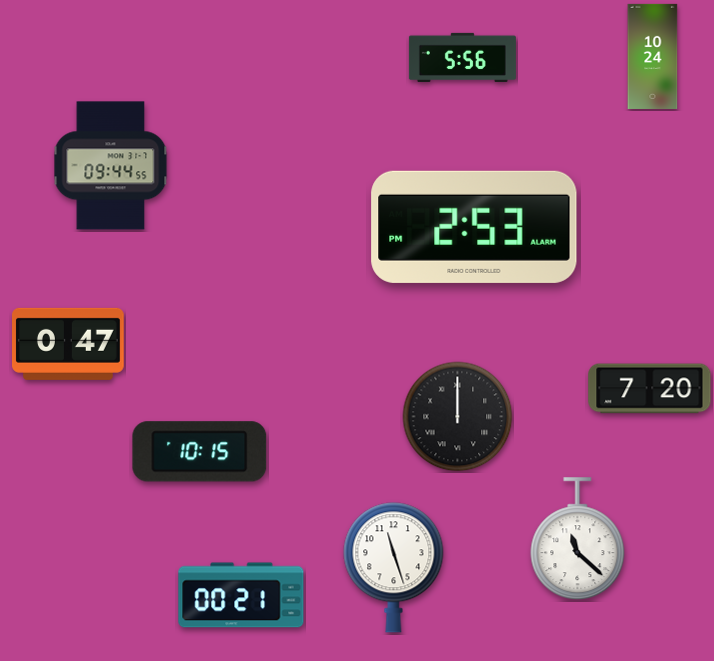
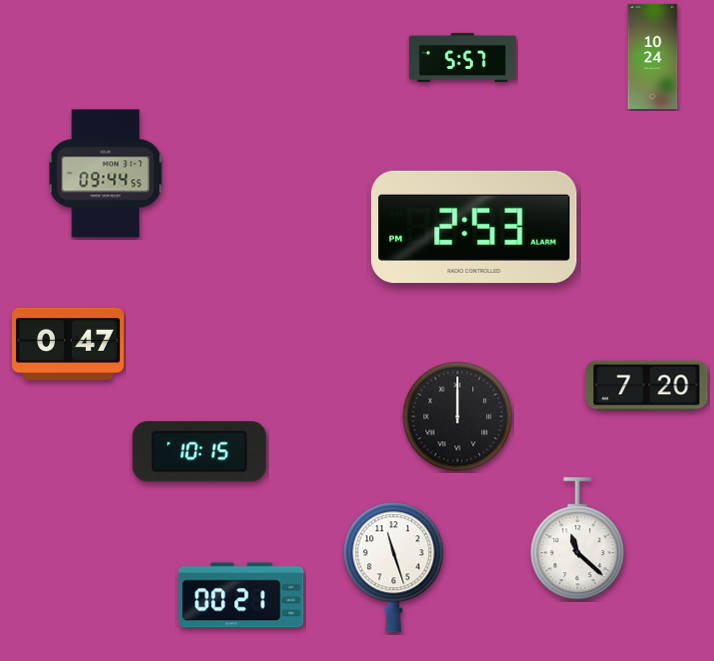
clock at (462, 57): 5:56 -> 5:57
clock at (111, 166) position: (111, 166) -> (106, 174)
clock at (650, 389) position: (650, 389) -> (647, 386)
